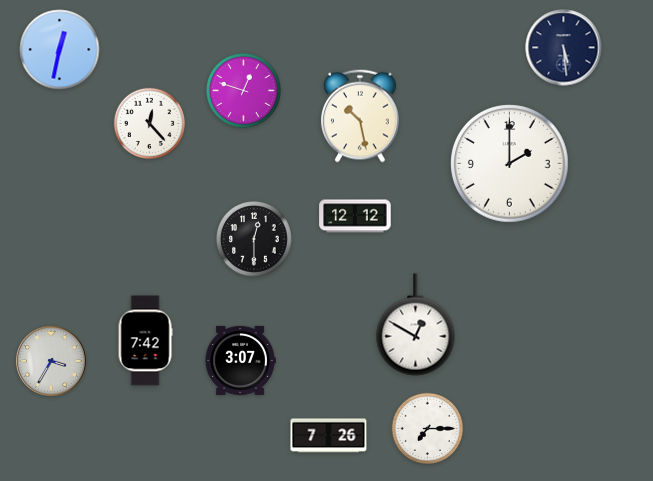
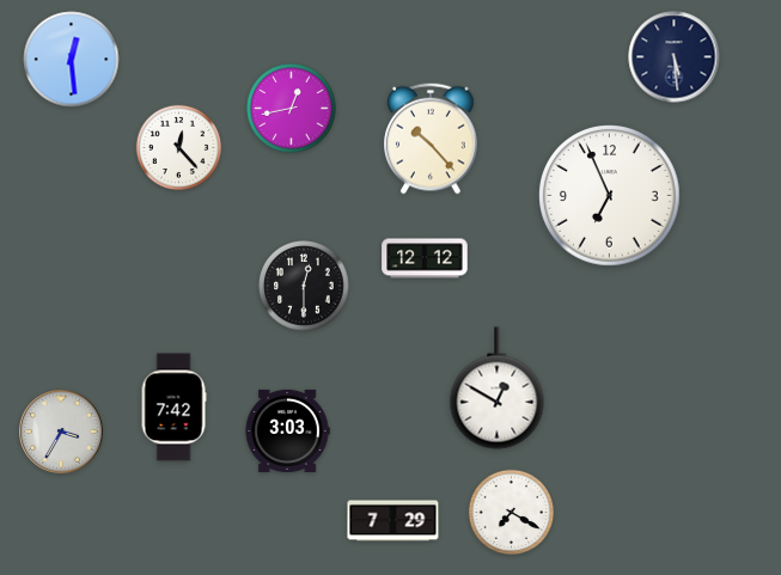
clock at (60, 50): 12:32 -> 12:29
clock at (244, 91): 12:48 -> 12:43
clock at (361, 116): 10:28 -> 10:23
clock at (510, 164): 2:00 -> 6:56
clock at (240, 360): 3:07 -> 3:03
clock at (428, 429): 7:15 -> 7:20
clock at (329, 436): 7:26 -> 7:29
